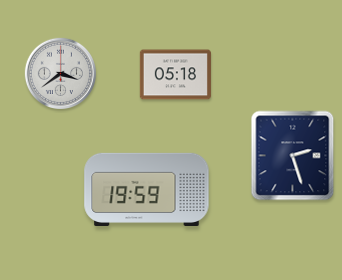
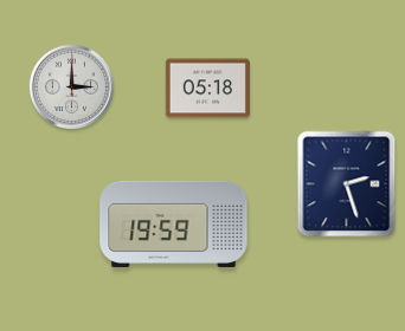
clock at (60, 73): 3:39 -> 3:00
